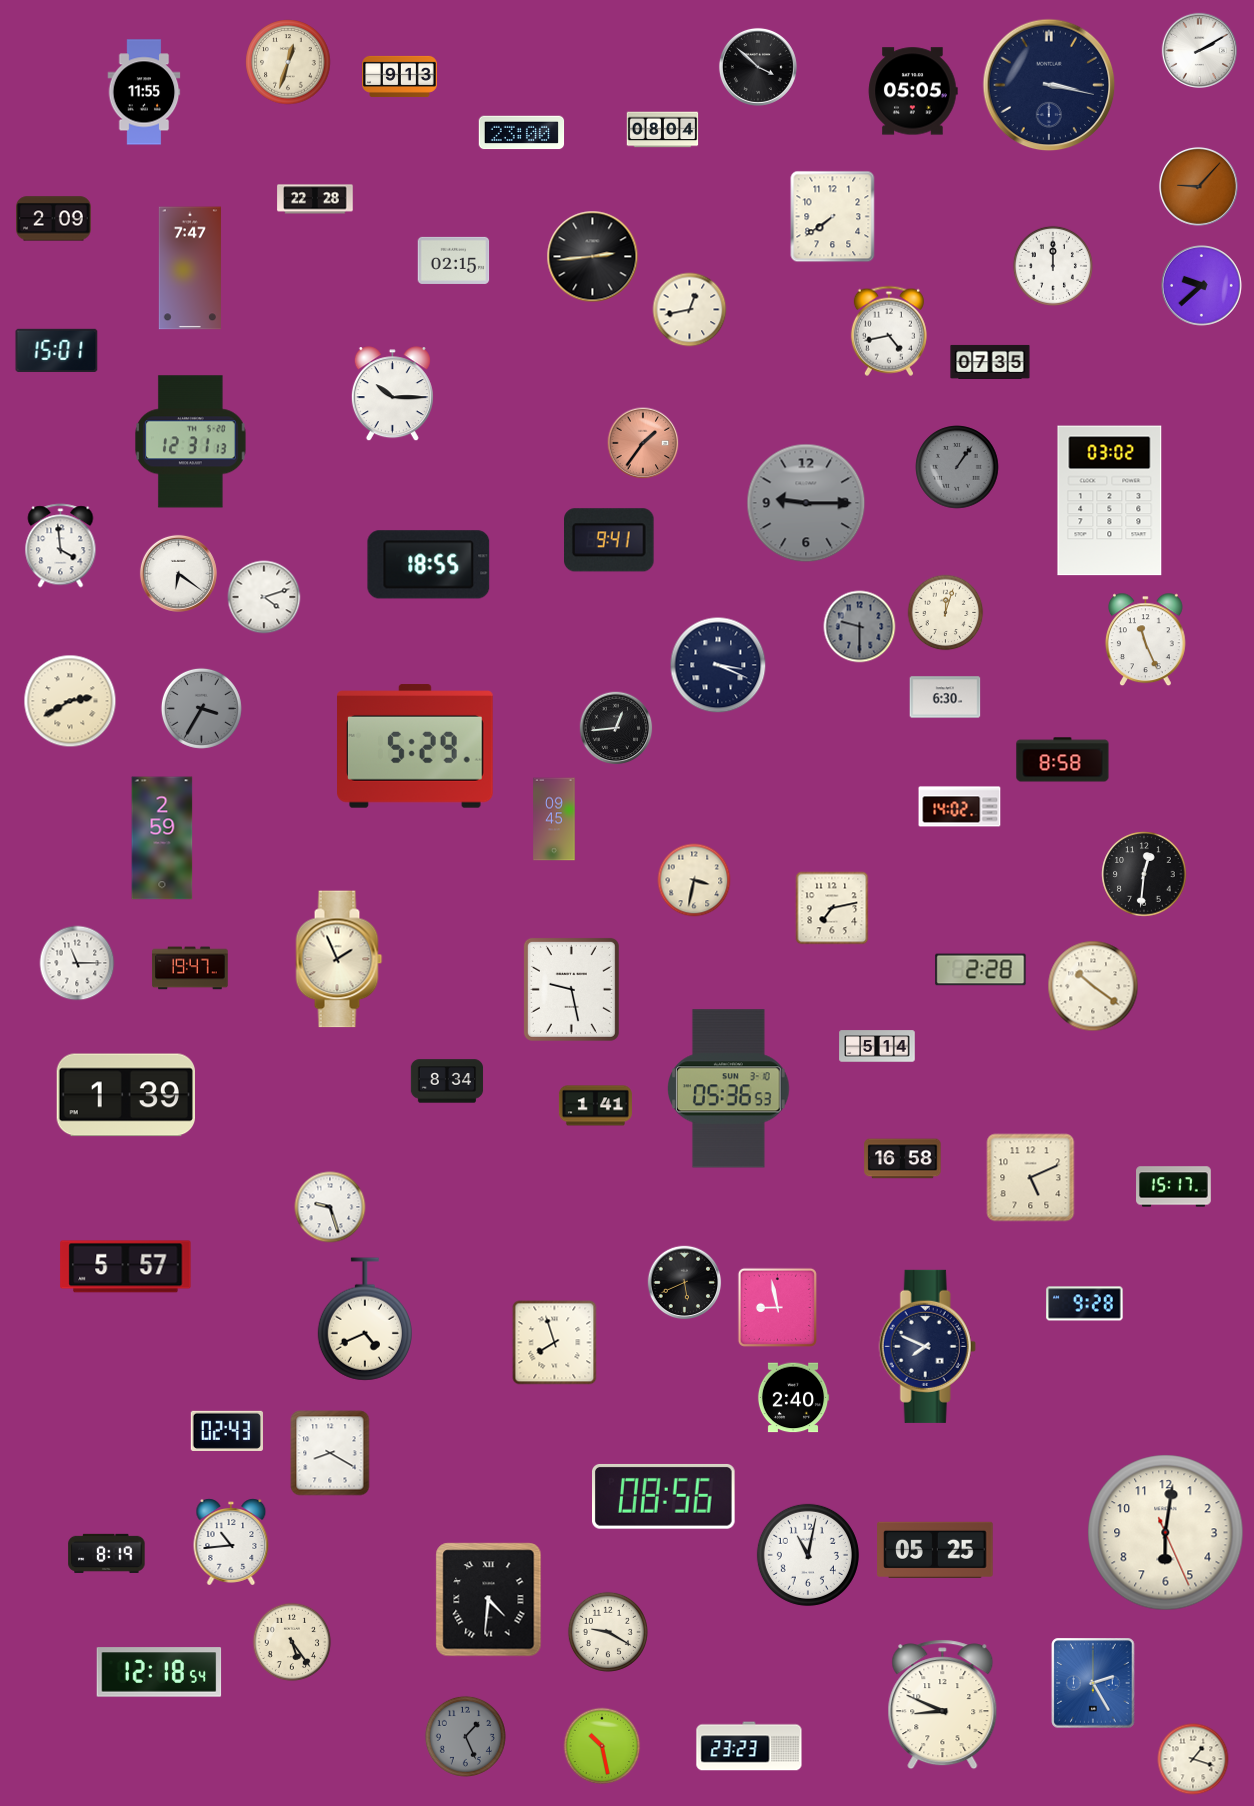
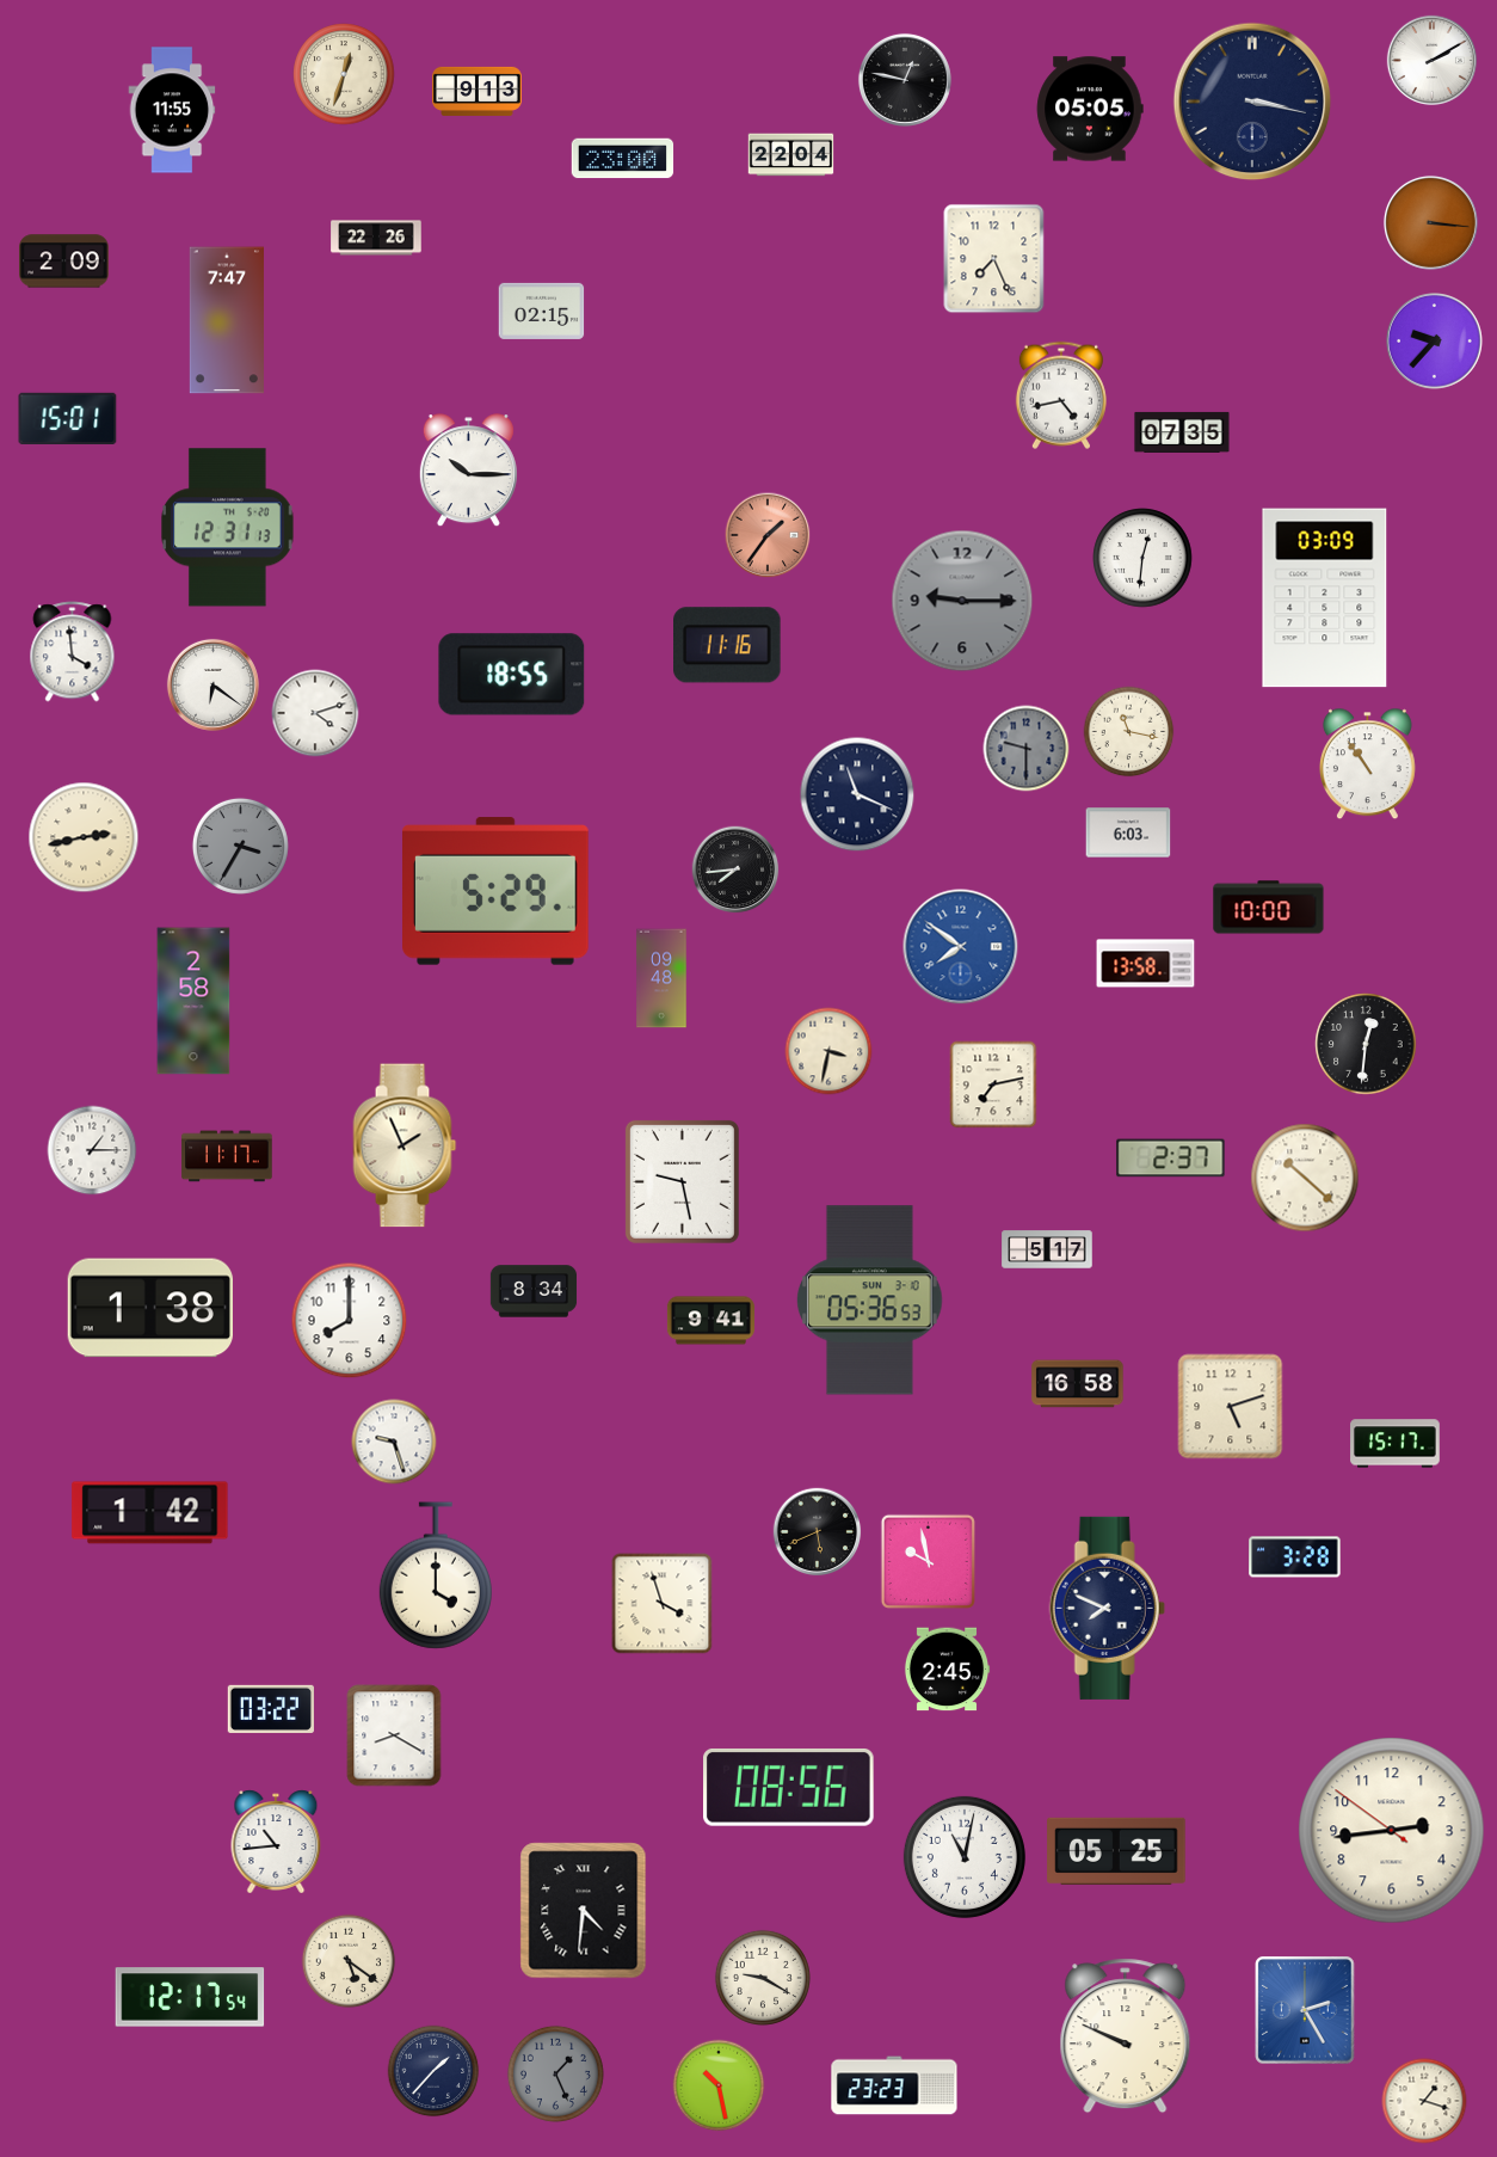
clock at (758, 67): 3:52 -> 12:47
clock at (663, 130): 08:04 -> 22:04
clock at (1198, 186): 9:07 -> 3:16
clock at (315, 199): 22:28 -> 22:26
clock at (833, 217): 7:39 -> 7:26
clock at (593, 257): 2:44 -> none
clock at (1053, 266): 12:00 -> none
clock at (1202, 286): 9:38 -> 9:37
clock at (690, 310): 12:43 -> none
clock at (643, 443) position: (643, 443) -> (768, 535)
clock at (957, 467): 1:06 -> 12:31
clock at (957, 467) dial: grey -> white
clock at (1110, 501): 03:02 -> 03:09
clock at (610, 540): 9:41 -> 11:16
clock at (946, 613): 12:03 -> 11:17
clock at (1145, 640): 11:26 -> 10:54
clock at (718, 665): 3:19 -> 11:19
clock at (945, 697): 6:30 -> 6:03
clock at (70, 701): 2:40 -> 2:43
clock at (616, 728): 12:44 -> 7:44
clock at (1063, 760): 8:58 -> 10:00
clock at (961, 947): none -> 7:51
clock at (960, 807): 14:02 -> 13:58
clock at (554, 819): 09:45 -> 09:48
clock at (162, 838): 2:59 -> 2:58
clock at (77, 963): 11:15 -> 1:15
clock at (190, 968): 19:47 -> 11:17
clock at (981, 970): 2:28 -> 2:37
clock at (1093, 986): 10:21 -> 10:22
clock at (877, 1046): 5:14 -> 5:17
clock at (125, 1095): 1:39 -> 1:38
clock at (350, 1321): none -> 8:00
clock at (595, 1106): 1:41 -> 9:41
clock at (1031, 1178): 5:11 -> 5:12
clock at (1174, 1187) position: (1174, 1187) -> (1396, 1444)
clock at (126, 1267): 5:57 -> 1:42
clock at (1085, 1304): 9:28 -> 3:28
clock at (777, 1307): 8:58 -> 9:58
clock at (365, 1319): 4:41 -> 4:00
clock at (555, 1343): 7:57 -> 3:57
clock at (793, 1398): 2:40 -> 2:45
clock at (227, 1431): 02:43 -> 03:22
clock at (664, 1496) position: (664, 1496) -> (789, 1787)
clock at (1166, 1533): 6:01 -> 2:43
clock at (107, 1553): 8:19 -> none
clock at (608, 1632) position: (608, 1632) -> (763, 1978)
clock at (292, 1642): 5:24 -> 5:21
clock at (159, 1672): 12:18 -> 12:17
clock at (943, 1705): 8:49 -> 9:49
clock at (433, 2071): none -> 1:37
